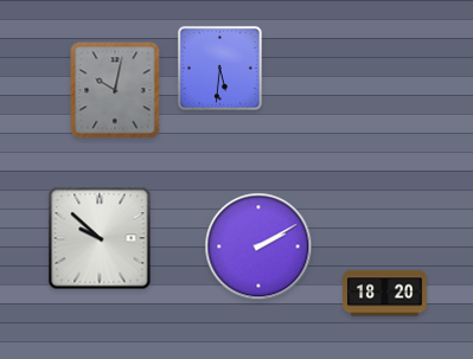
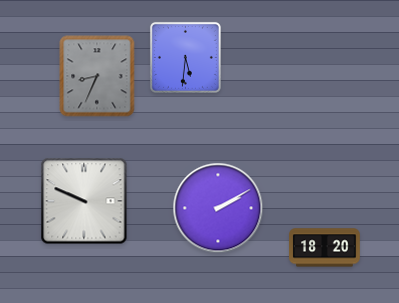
clock at (115, 90): 10:02 -> 8:34
clock at (100, 238): 9:52 -> 9:49
